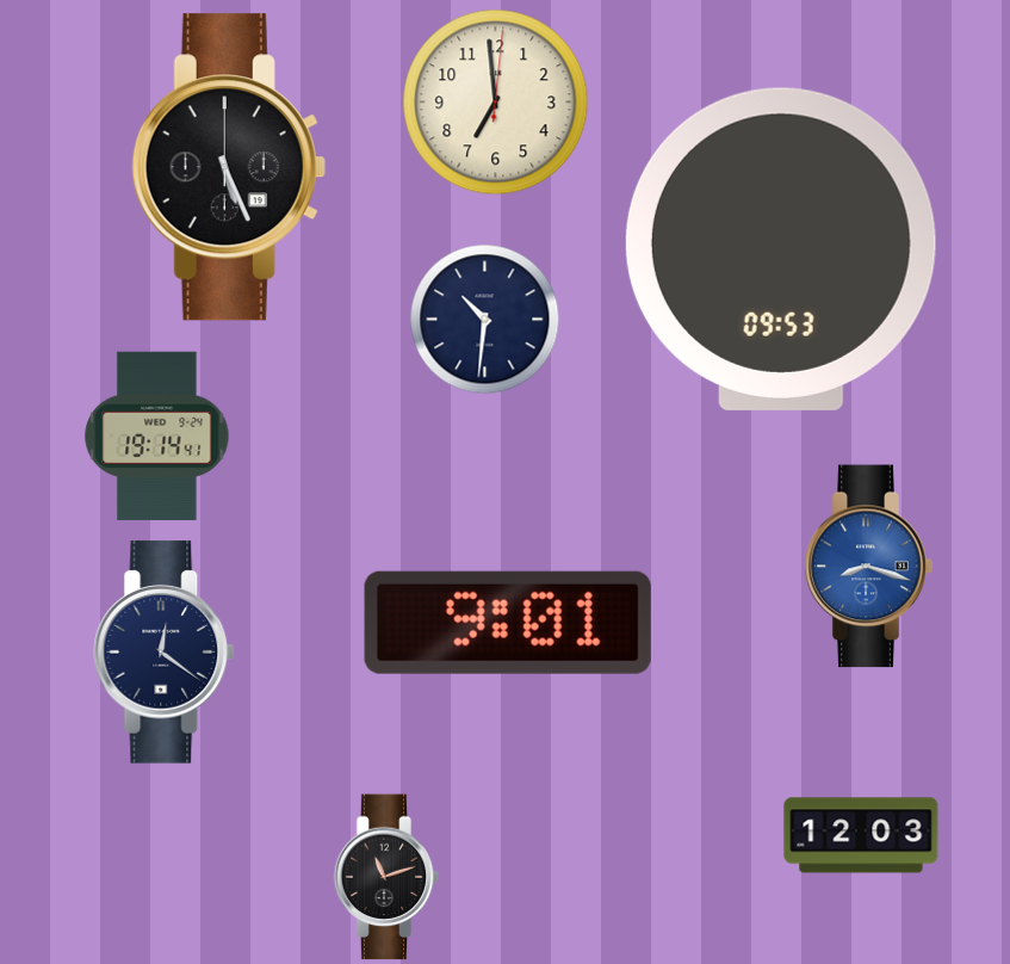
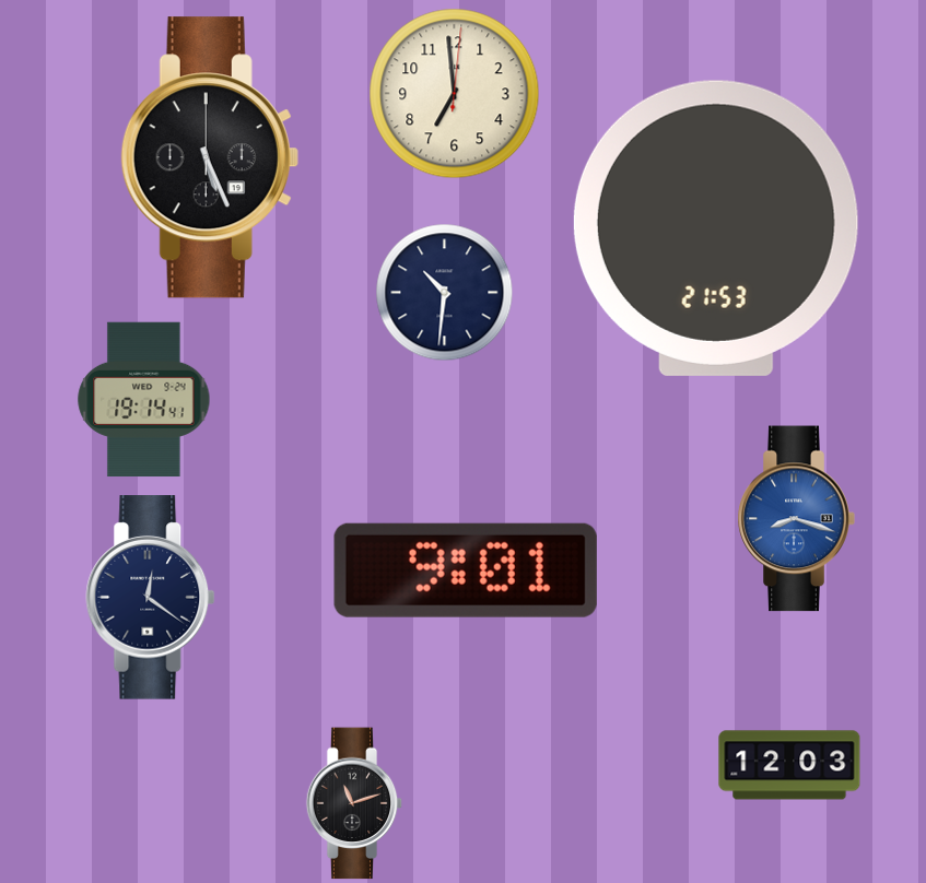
clock at (229, 167) position: (229, 167) -> (210, 157)
clock at (781, 249): 09:53 -> 21:53
